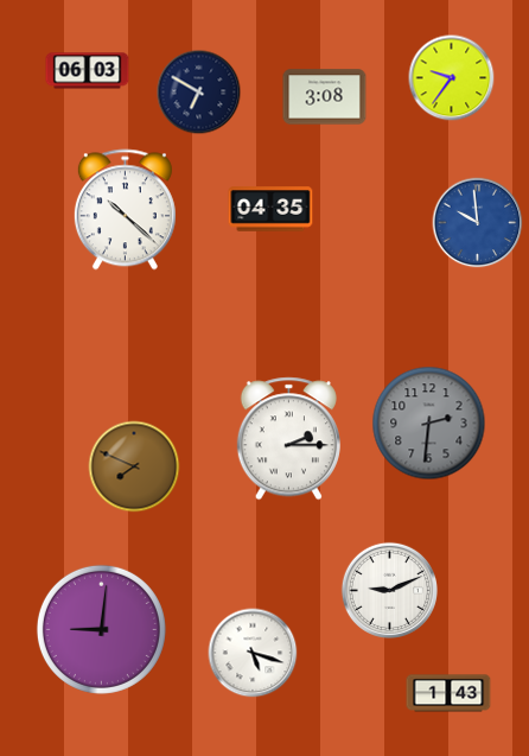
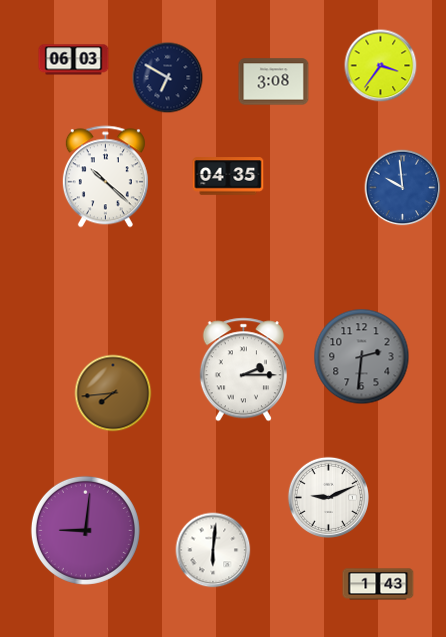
clock at (452, 78): 9:36 -> 3:36
clock at (134, 466): 7:49 -> 7:44
clock at (253, 653): 5:18 -> 6:01
